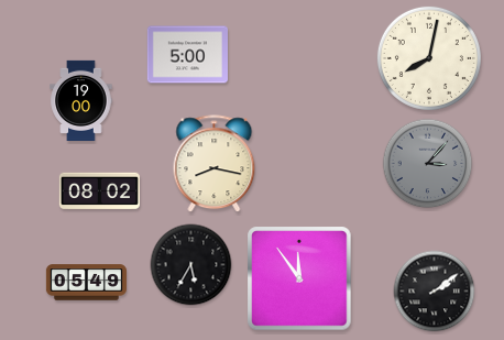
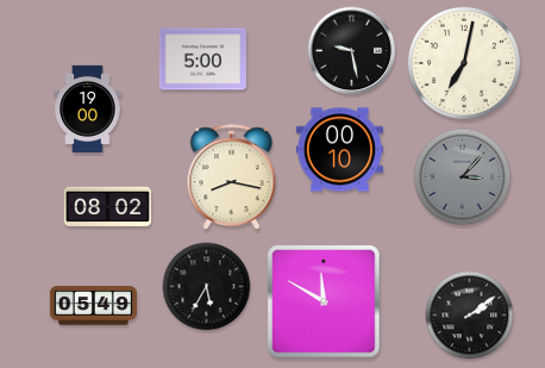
clock at (352, 51): none -> 9:28
clock at (429, 58): 8:02 -> 7:02
clock at (339, 150): none -> 00:10
clock at (299, 278): 11:54 -> 11:50
